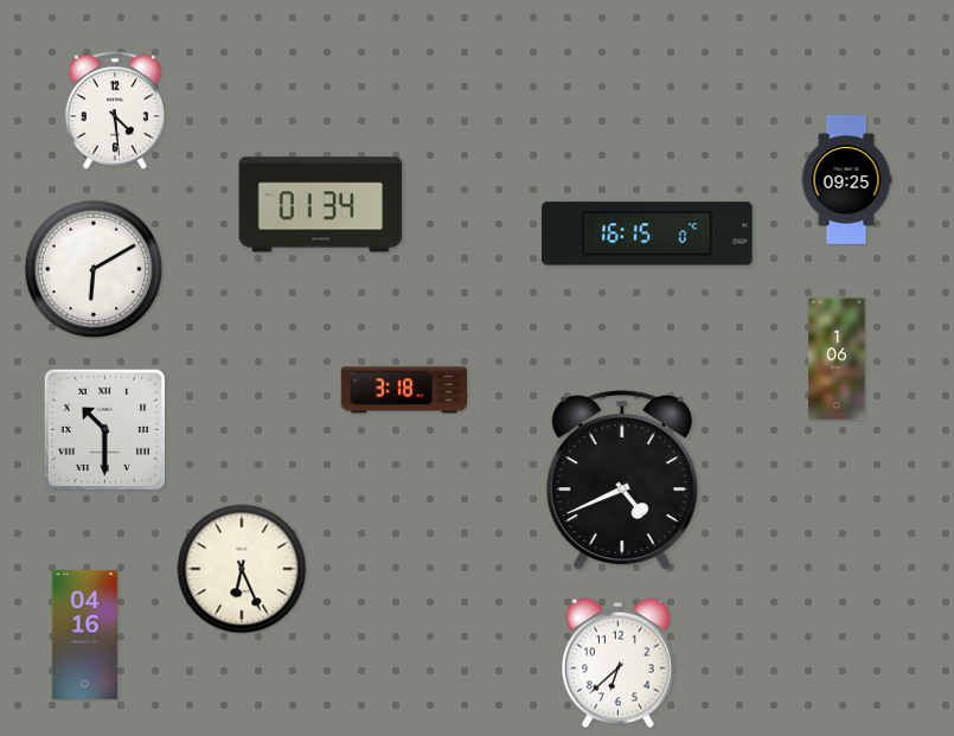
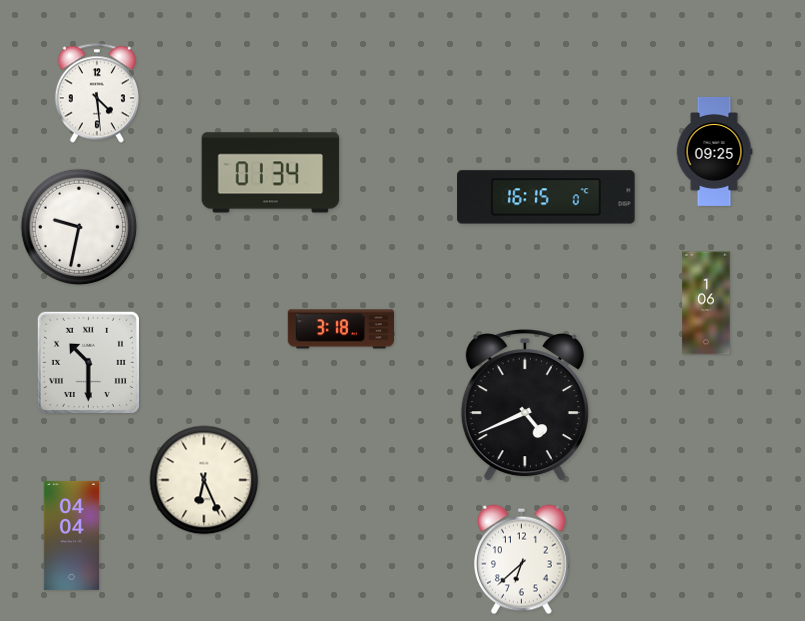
clock at (94, 269): 6:10 -> 9:32
clock at (84, 634): 04:16 -> 04:04
